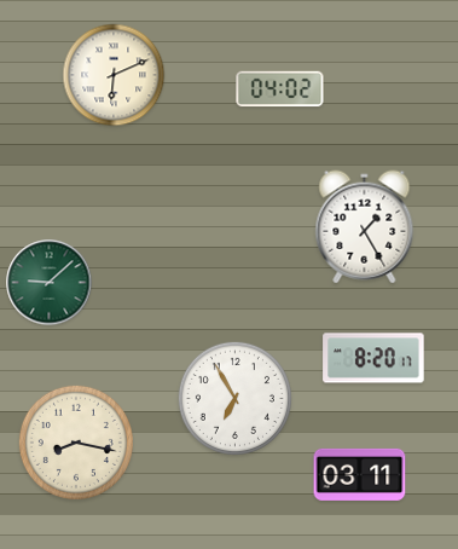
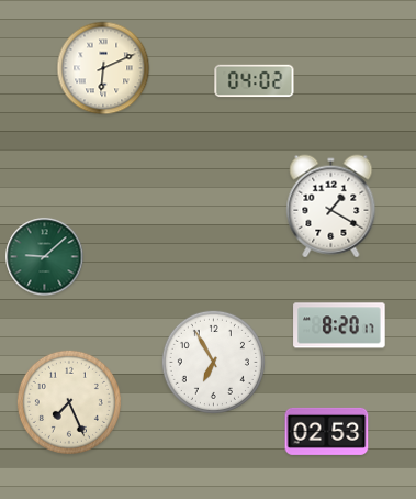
clock at (365, 227): 1:25 -> 1:20
clock at (76, 443): 8:17 -> 7:26
clock at (360, 474): 03:11 -> 02:53
